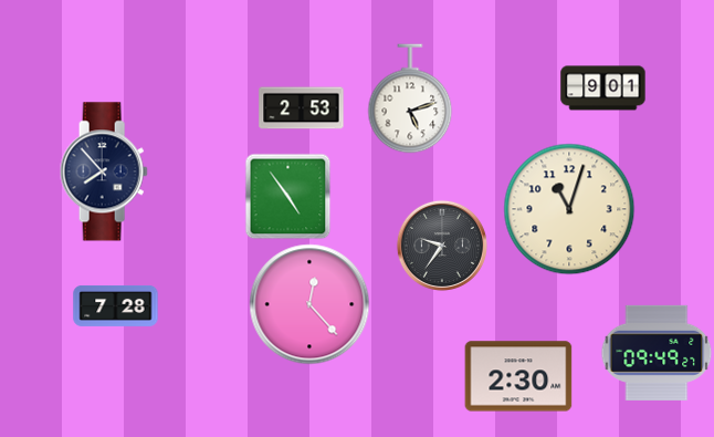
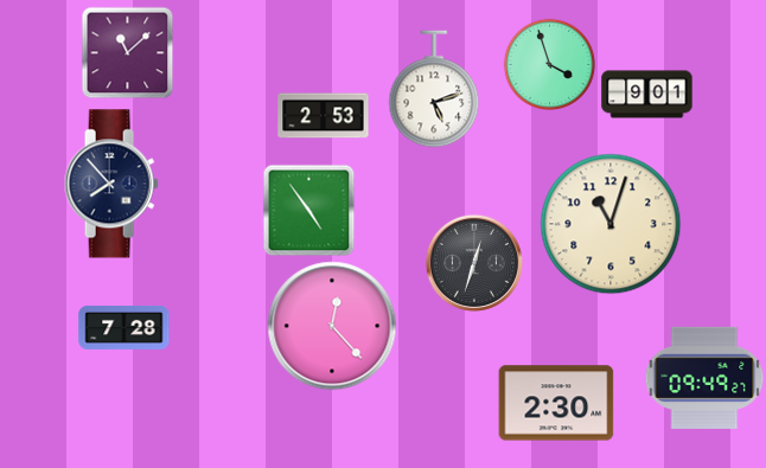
clock at (127, 52): none -> 11:08
clock at (549, 64): none -> 3:57
clock at (410, 98) position: (410, 98) -> (434, 89)
clock at (442, 246): 9:36 -> 12:33
